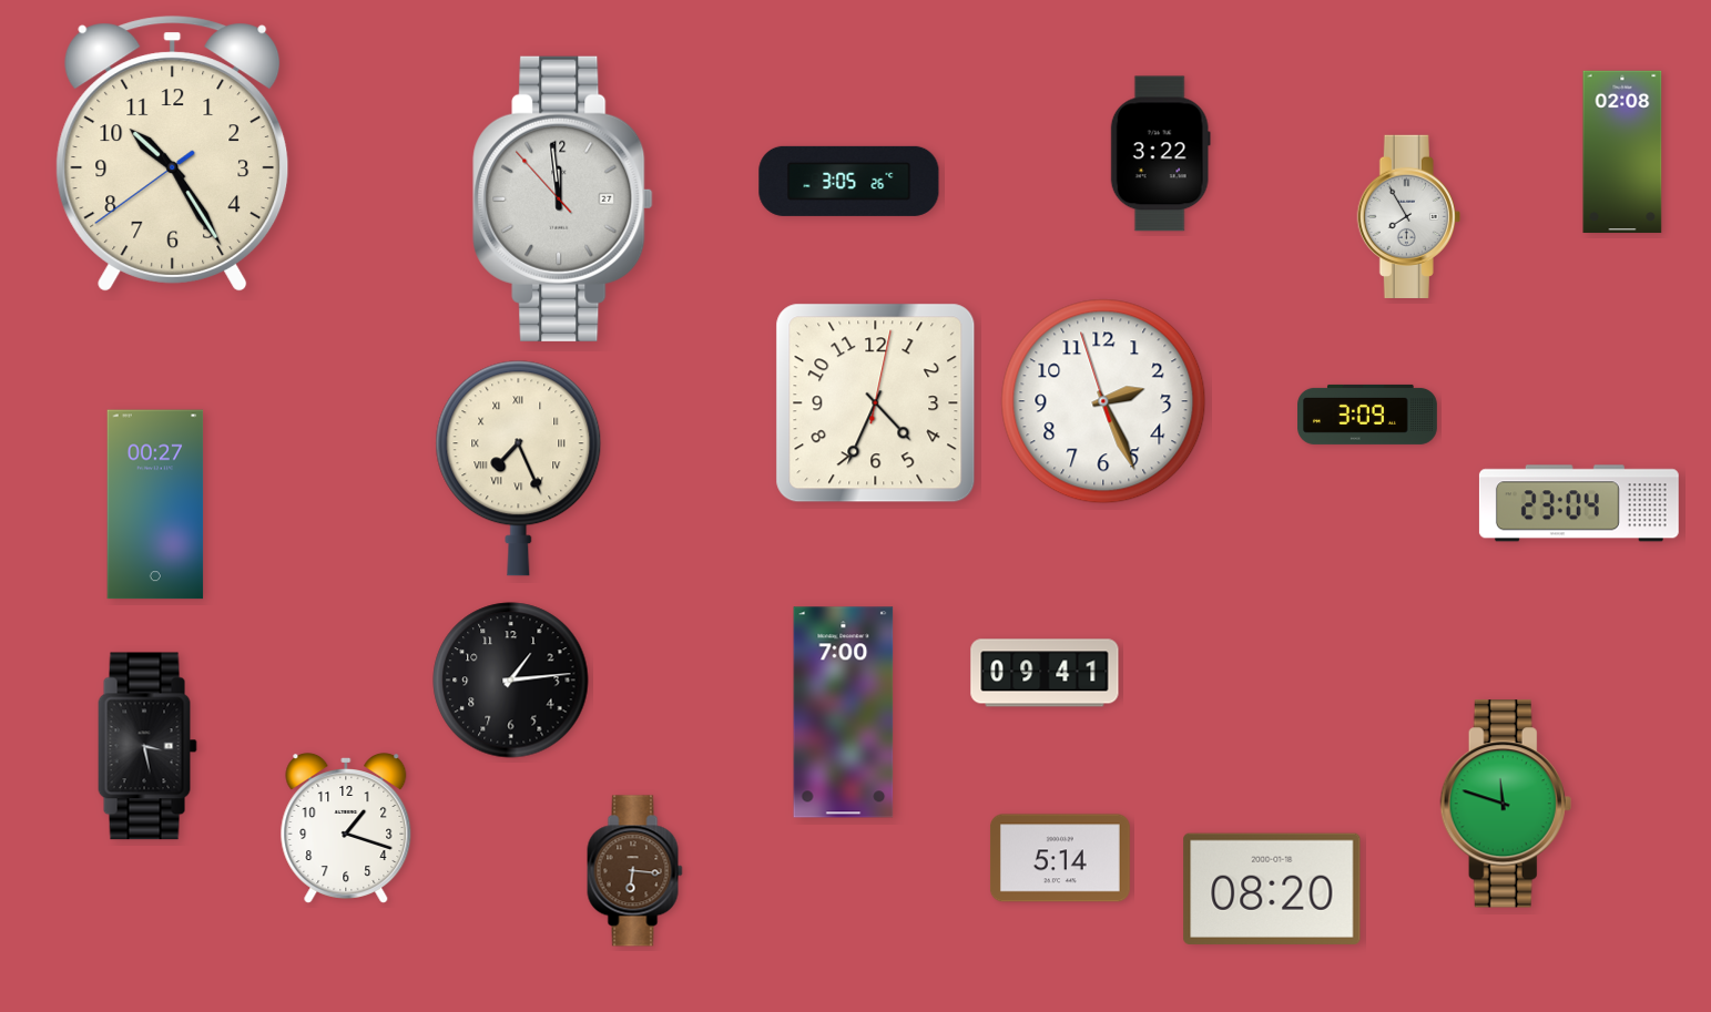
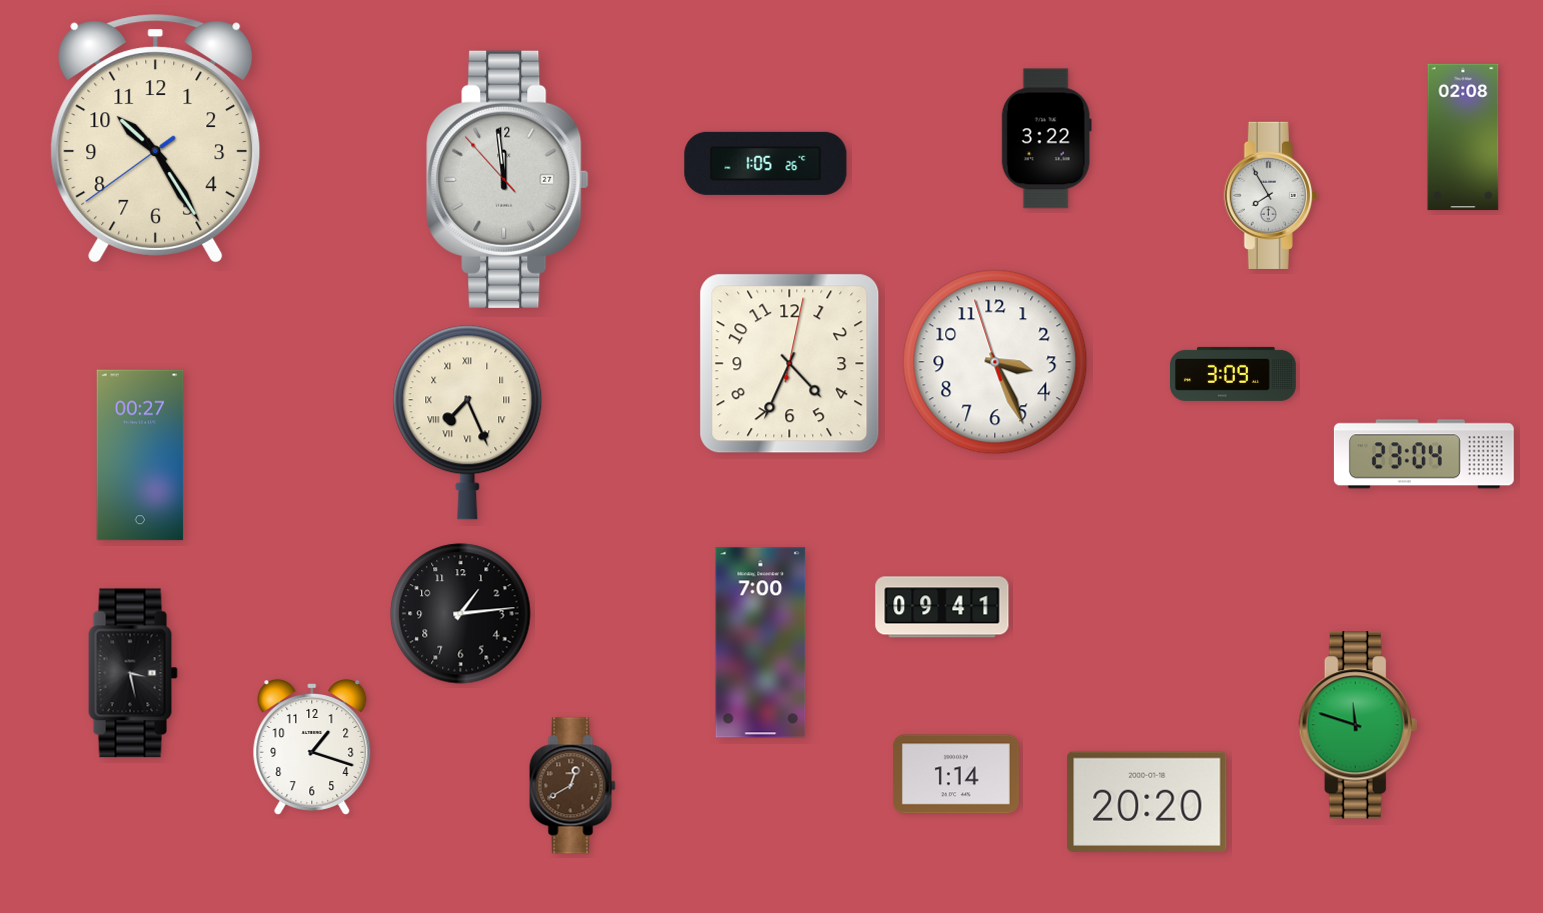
clock at (849, 181): 3:05 -> 1:05
clock at (1103, 401): 2:25 -> 3:25
clock at (1060, 858): 5:14 -> 1:14
clock at (635, 871): 6:16 -> 12:40
clock at (1272, 889): 08:20 -> 20:20
